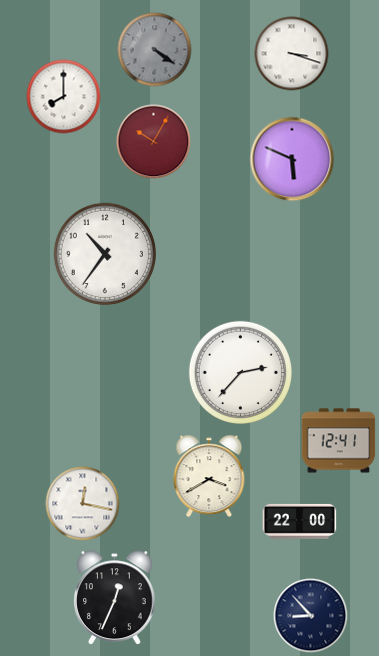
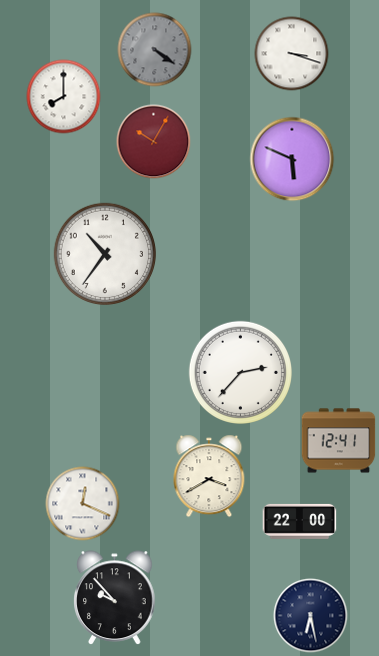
clock at (83, 504): 12:17 -> 12:19
clock at (115, 597): 12:34 -> 9:53
clock at (311, 616): 8:53 -> 6:28
